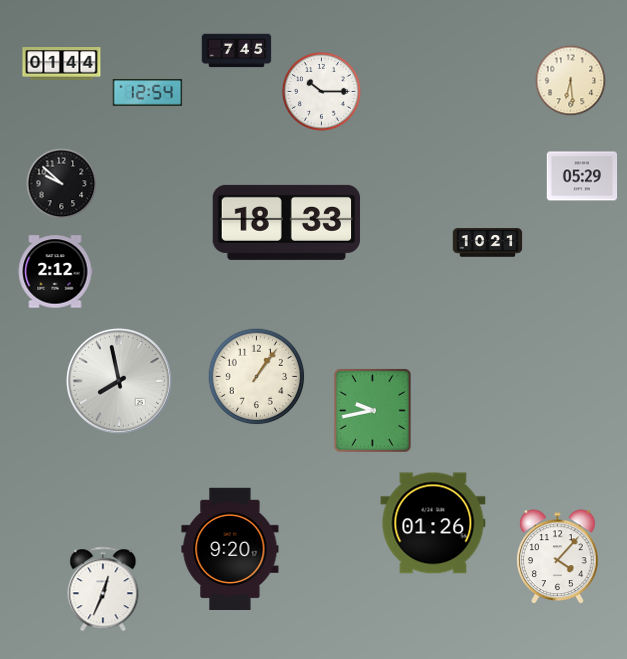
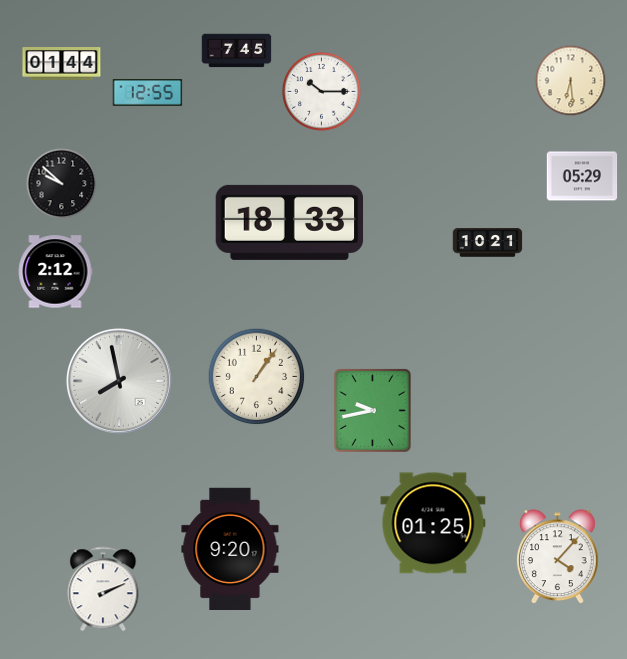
clock at (148, 93): 12:54 -> 12:55
clock at (287, 222) position: (287, 222) -> (290, 222)
clock at (433, 523): 01:26 -> 01:25
clock at (103, 589): 12:34 -> 2:11
